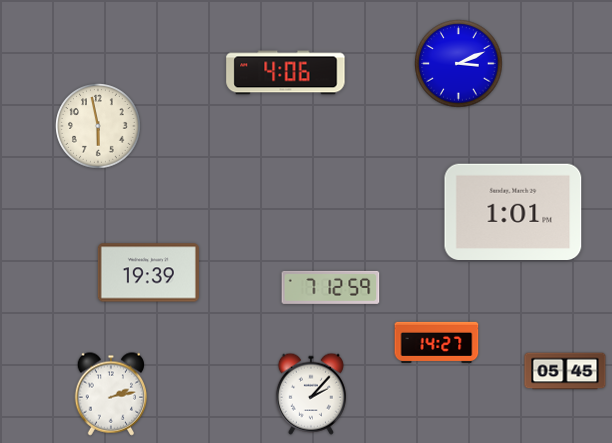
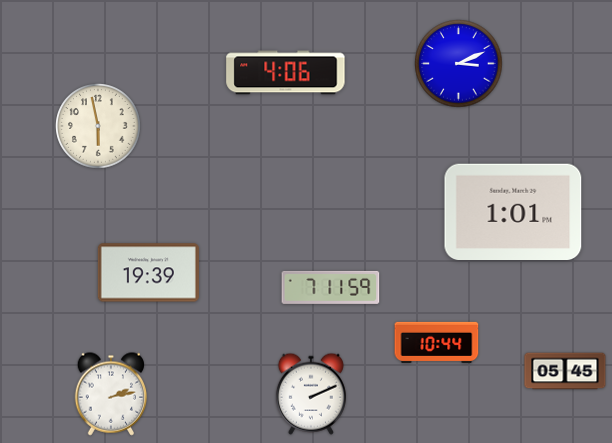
clock at (331, 287): 7:12 -> 7:11
clock at (437, 342): 14:27 -> 10:44
clock at (311, 394): 2:07 -> 2:11
